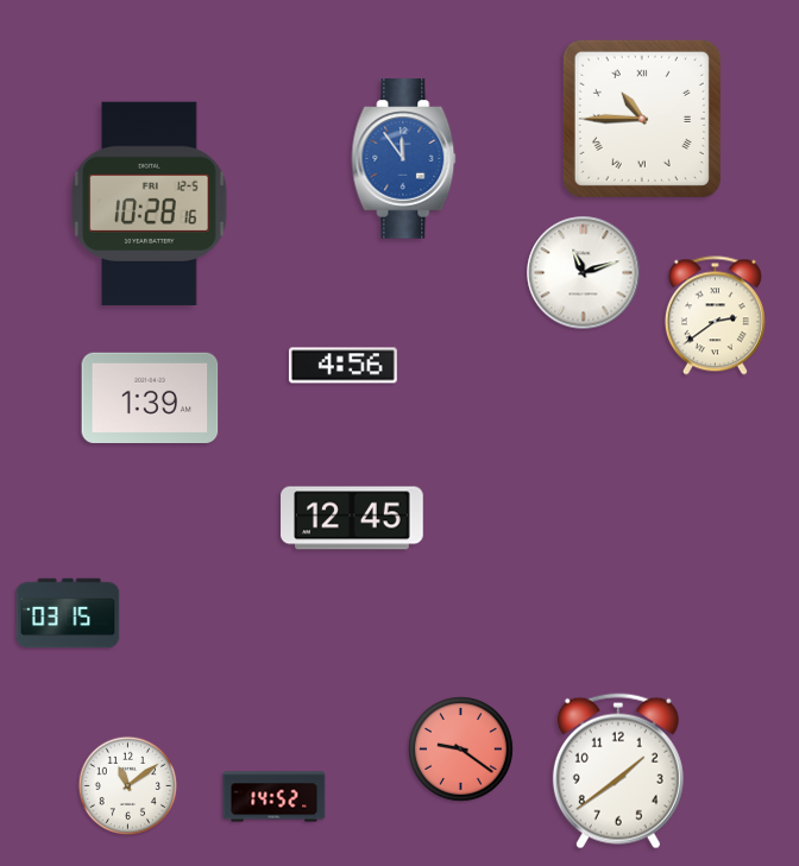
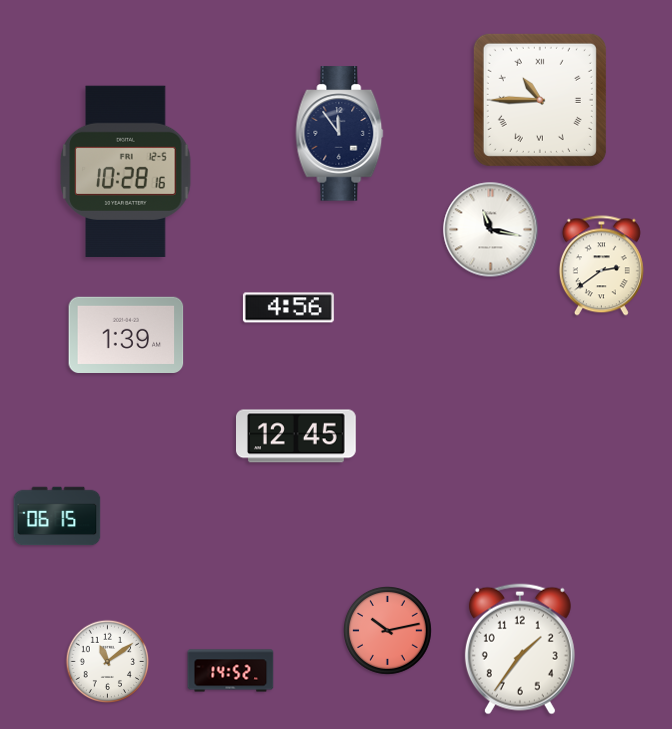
clock at (404, 159) dial: blue -> navy
clock at (584, 273): 11:12 -> 11:17
clock at (68, 613): 03:15 -> 06:15
clock at (461, 750): 9:21 -> 10:13
clock at (618, 771): 1:39 -> 1:36
